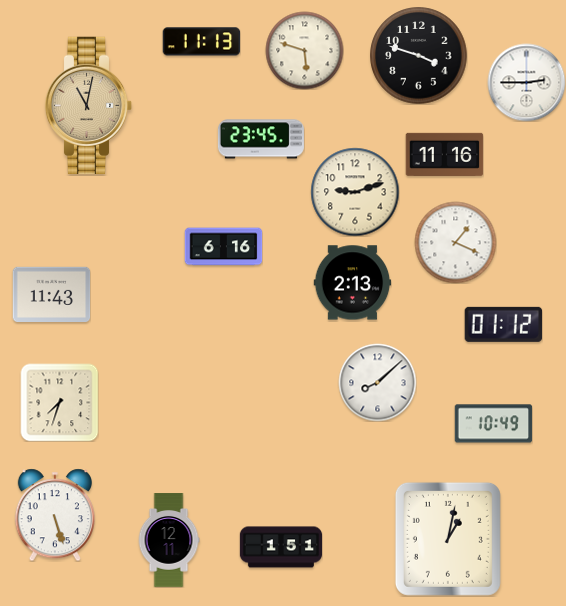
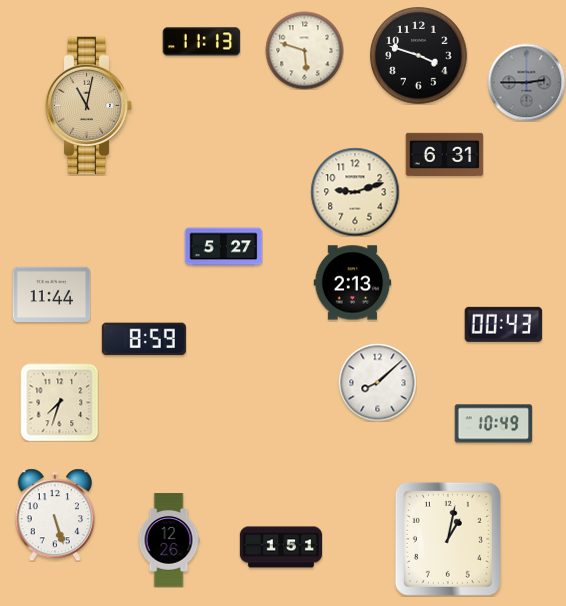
clock at (526, 82) dial: white -> grey
clock at (261, 139): 23:45 -> none
clock at (444, 154): 11:16 -> 6:31
clock at (455, 242): 1:19 -> none
clock at (223, 247): 6:16 -> 5:27
clock at (51, 294): 11:43 -> 11:44
clock at (503, 324): 01:12 -> 00:43
clock at (144, 339): none -> 8:59
clock at (169, 540): 12:11 -> 12:26
